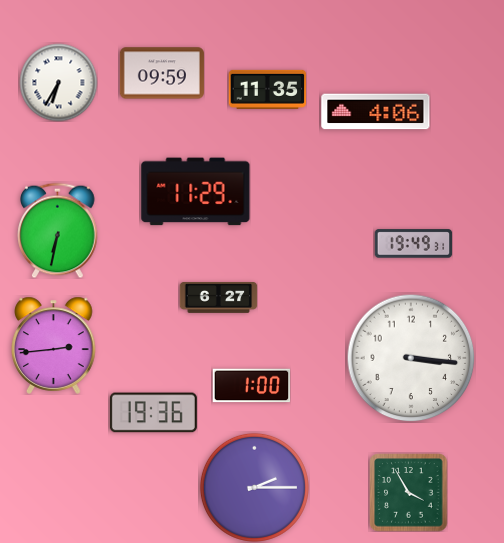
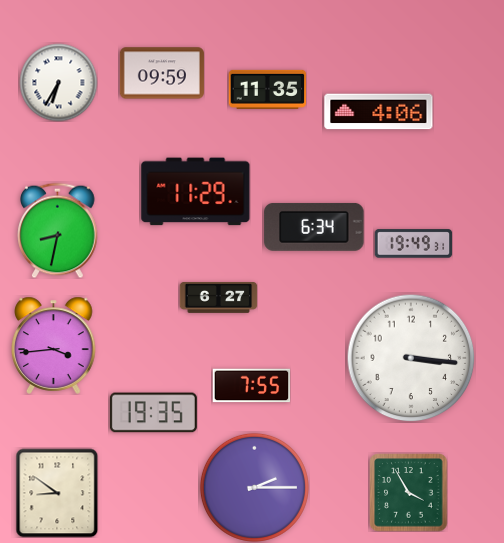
clock at (376, 112) position: (376, 112) -> (379, 112)
clock at (314, 227): none -> 6:34
clock at (58, 230): 6:32 -> 8:32
clock at (54, 345): 2:44 -> 3:44
clock at (251, 386): 1:00 -> 7:55
clock at (153, 413): 19:36 -> 19:35
clock at (57, 493): none -> 8:51
